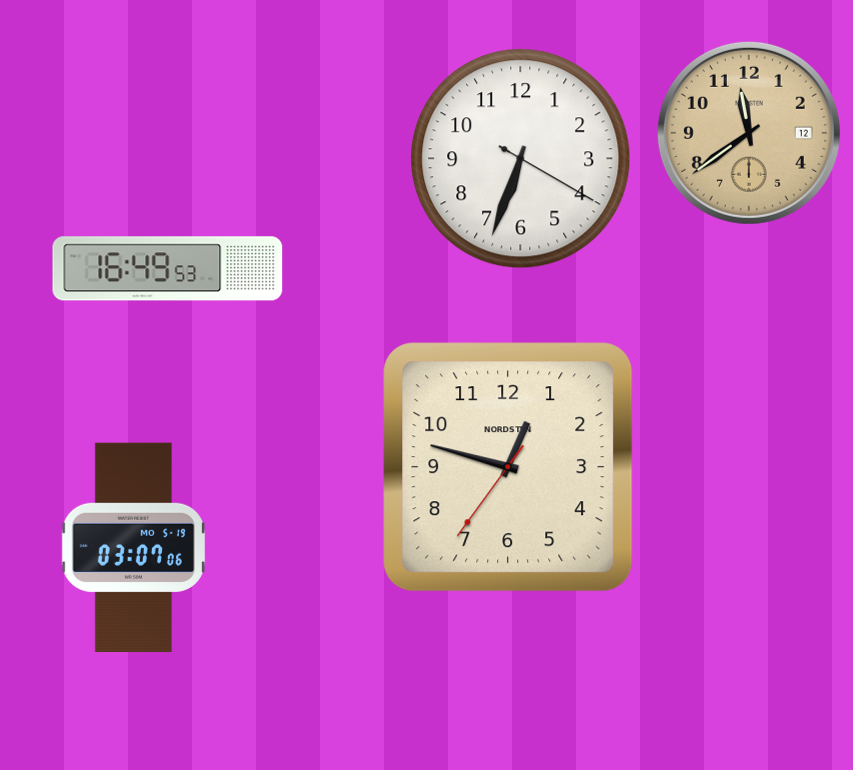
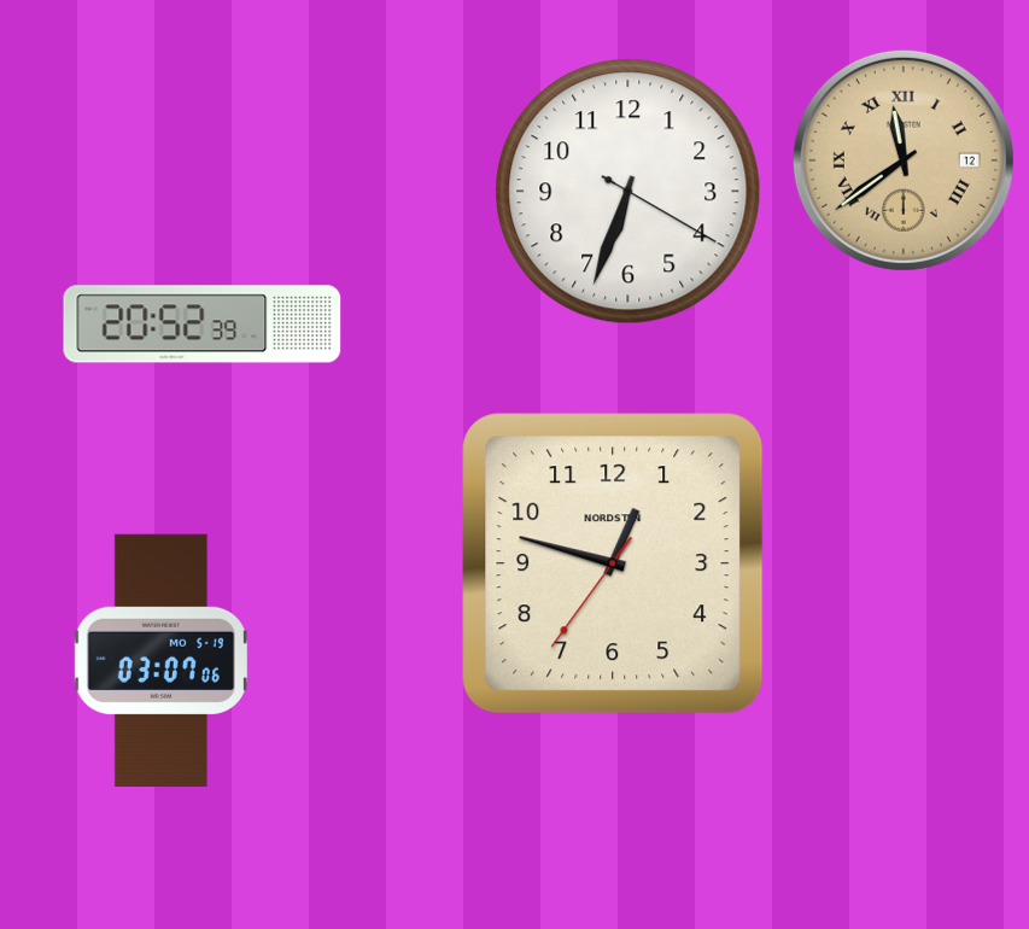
clock at (749, 133) numerals: Arabic -> Roman
clock at (168, 269): 16:49 -> 20:52
